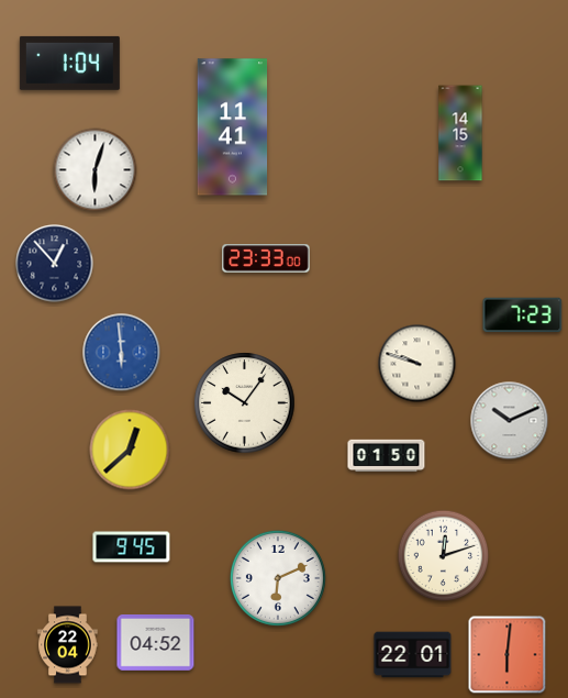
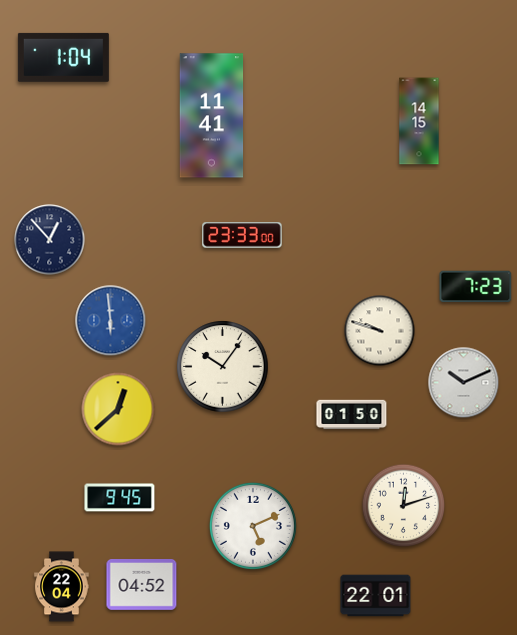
clock at (96, 170): 6:03 -> none
clock at (278, 578): 6:11 -> 5:11
clock at (508, 655): 6:01 -> none
